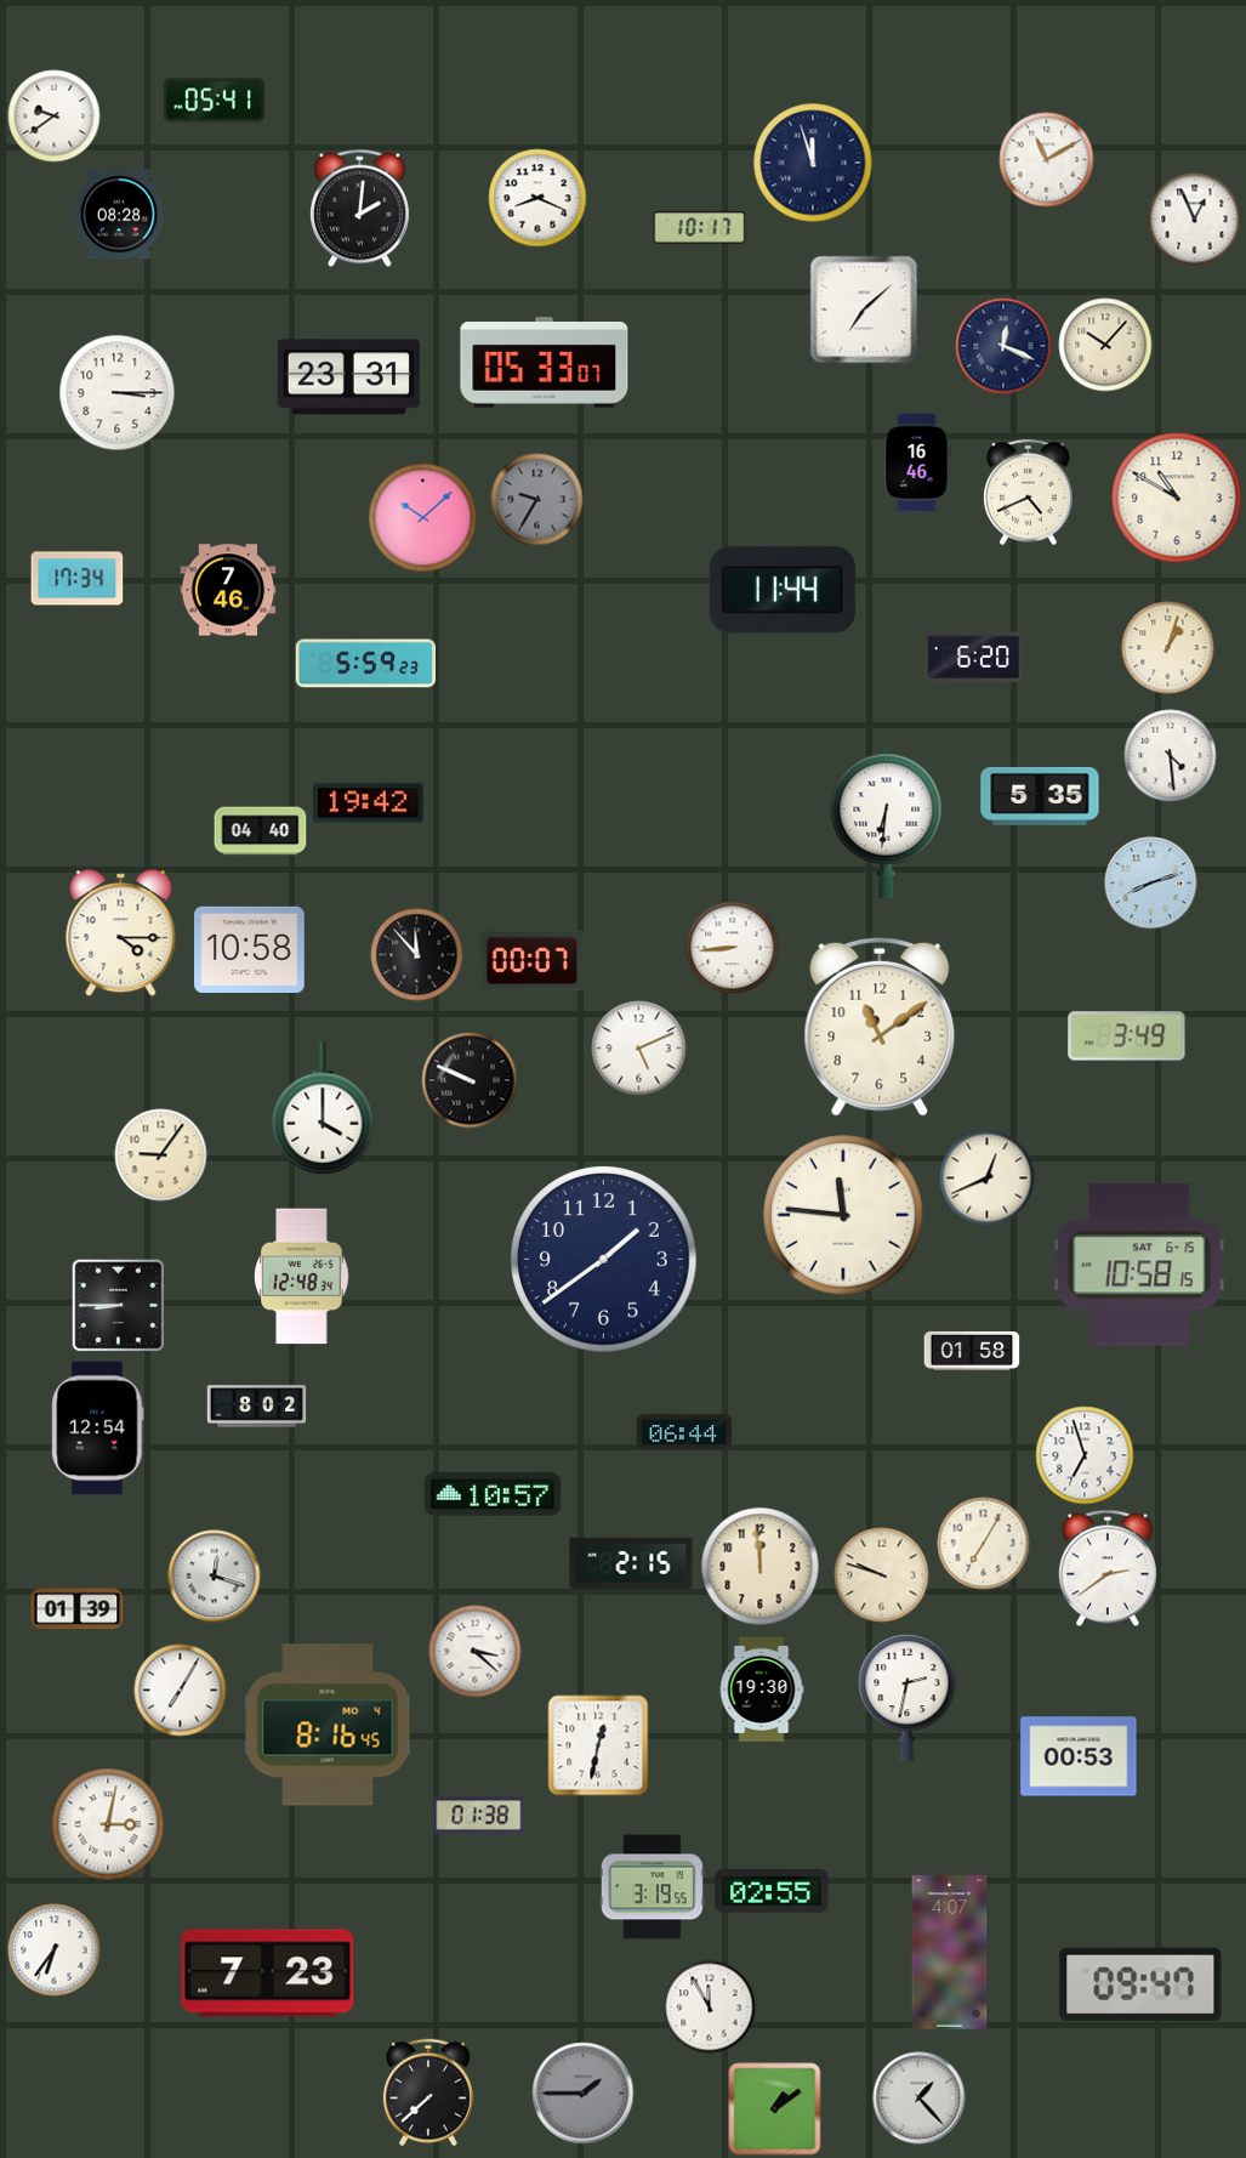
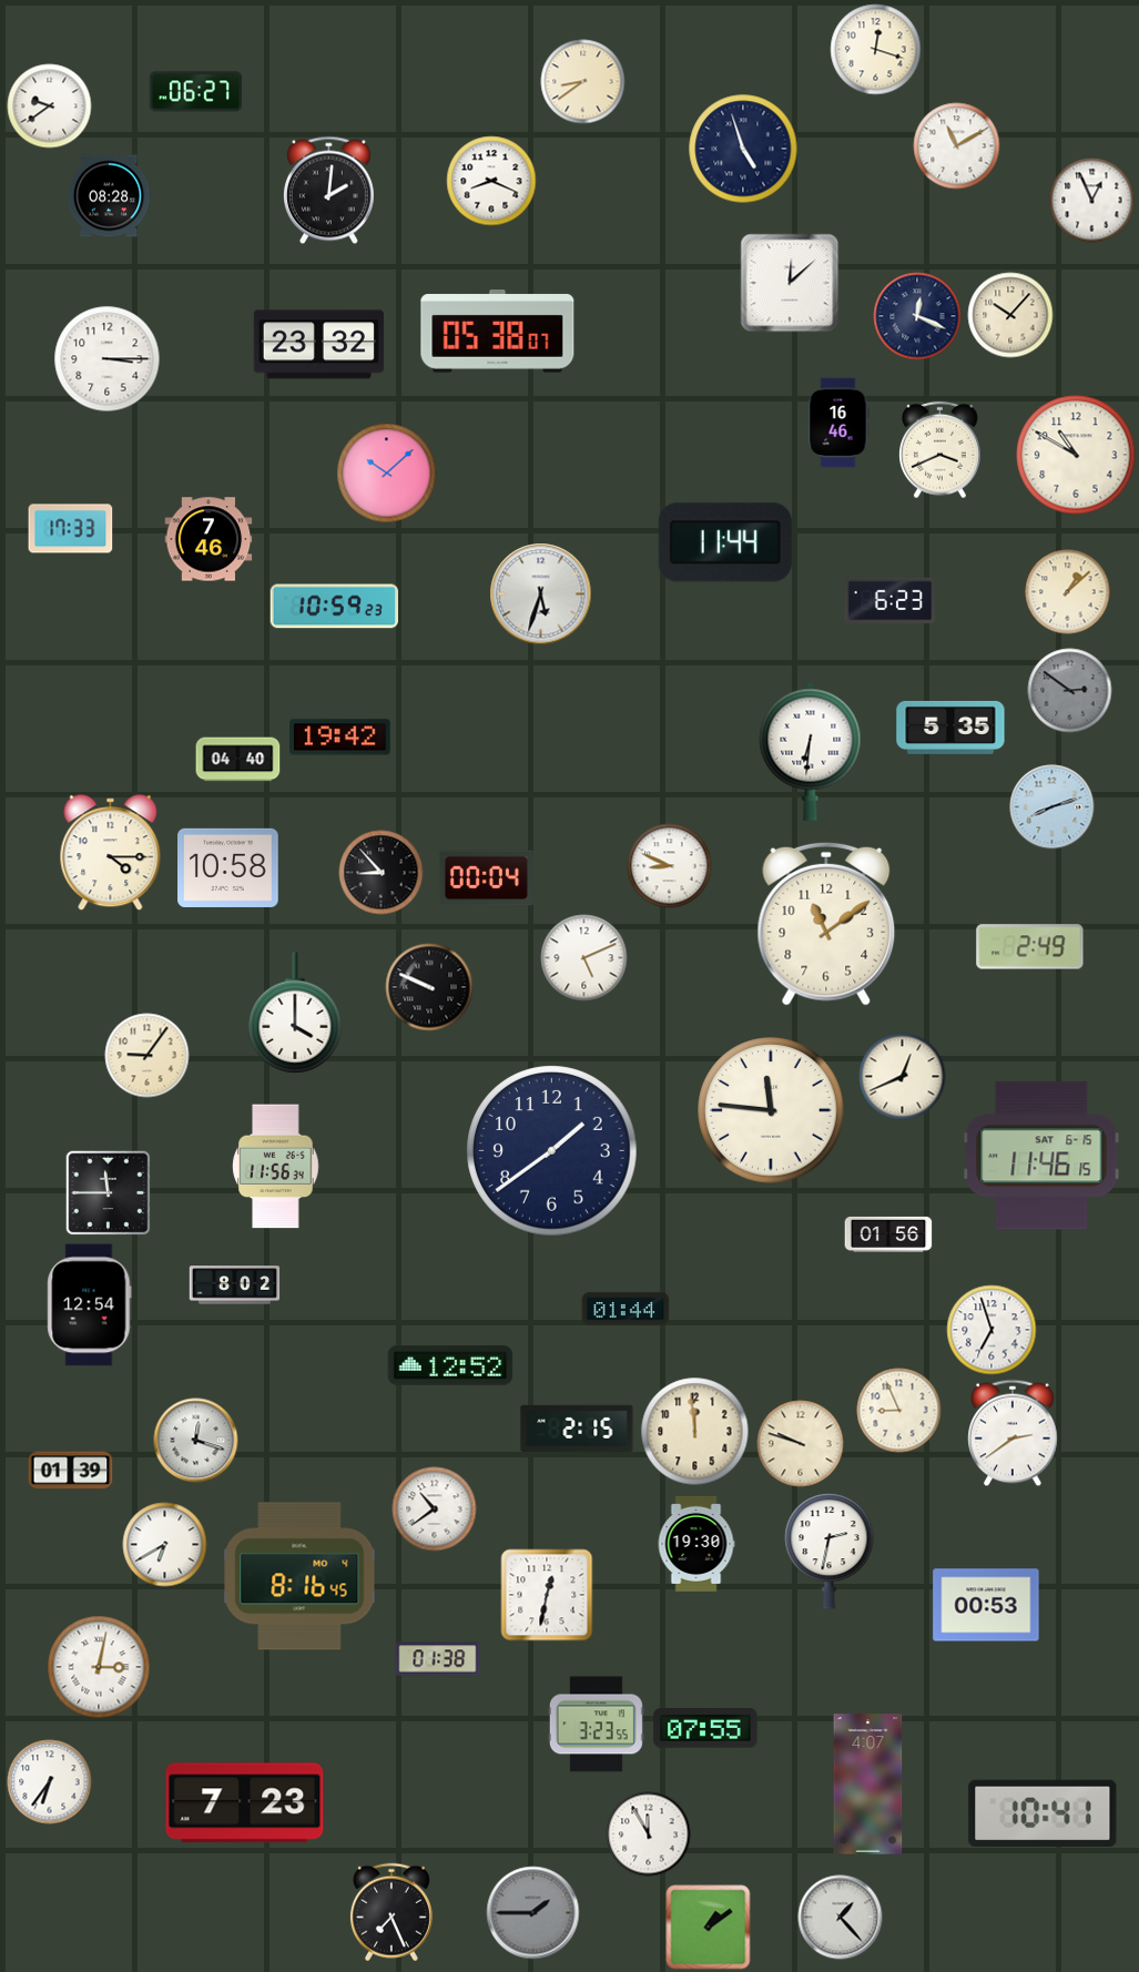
clock at (876, 50): none -> 12:18
clock at (583, 82): none -> 8:39
clock at (214, 101): 05:41 -> 06:27
clock at (813, 163): 11:57 -> 4:57
clock at (700, 228): 10:17 -> none
clock at (864, 309): 7:08 -> 12:08
clock at (545, 363): 05:33 -> 05:38
clock at (348, 377): 23:31 -> 23:32
clock at (1029, 493): 4:41 -> 3:41
clock at (537, 500): 9:35 -> none
clock at (78, 579): 17:34 -> 17:33
clock at (783, 590) position: (783, 590) -> (725, 542)
clock at (1168, 648): 1:03 -> 1:08
clock at (541, 594): none -> 5:33
clock at (974, 658): 6:20 -> 6:23
clock at (365, 664): 5:59 -> 10:59
clock at (1171, 756): 4:29 -> 2:51
clock at (1171, 756) dial: white -> grey
clock at (369, 803) position: (369, 803) -> (340, 738)
clock at (733, 948): 8:44 -> 8:49
clock at (417, 955): 11:53 -> 8:53
clock at (531, 961): 00:07 -> 00:04
clock at (880, 1027) position: (880, 1027) -> (826, 924)
clock at (1127, 1037): 3:49 -> 2:49
clock at (1139, 1265): 10:58 -> 11:46
clock at (302, 1277): 12:48 -> 11:56
clock at (118, 1305): 8:45 -> 11:45
clock at (972, 1351): 01:58 -> 01:56
clock at (684, 1432): 06:44 -> 01:44
clock at (493, 1494): 10:57 -> 12:52
clock at (984, 1544): 7:05 -> 8:56
clock at (882, 1575) position: (882, 1575) -> (801, 1444)
clock at (476, 1652): 3:22 -> 10:39
clock at (181, 1691): 7:05 -> 6:40
clock at (652, 1887): 3:19 -> 3:23
clock at (772, 1891): 02:55 -> 07:55
clock at (1140, 1984): 09:47 -> 10:41
clock at (428, 2092): 7:38 -> 7:26
